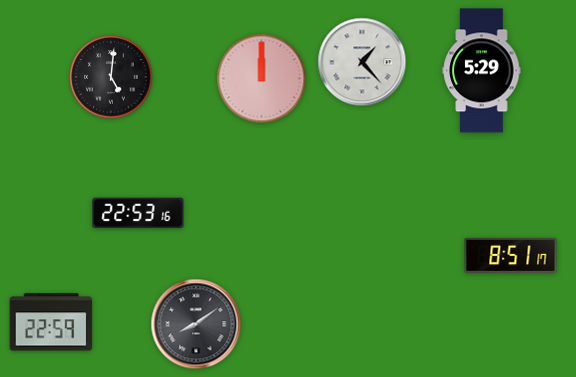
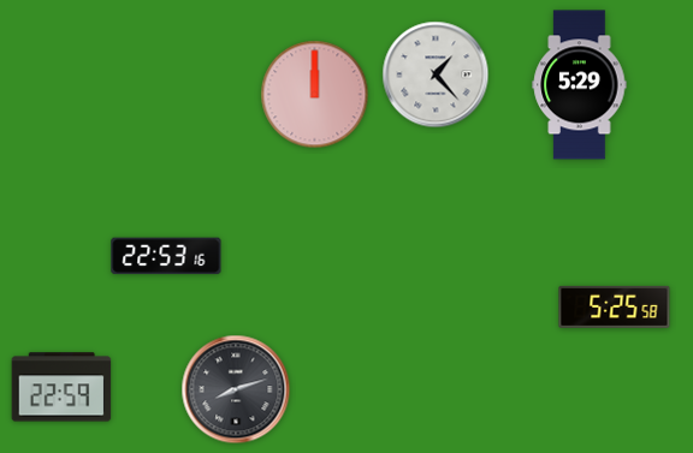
clock at (111, 77): 5:01 -> none
clock at (511, 255): 8:51 -> 5:25
clock at (196, 324): 8:09 -> 8:12
